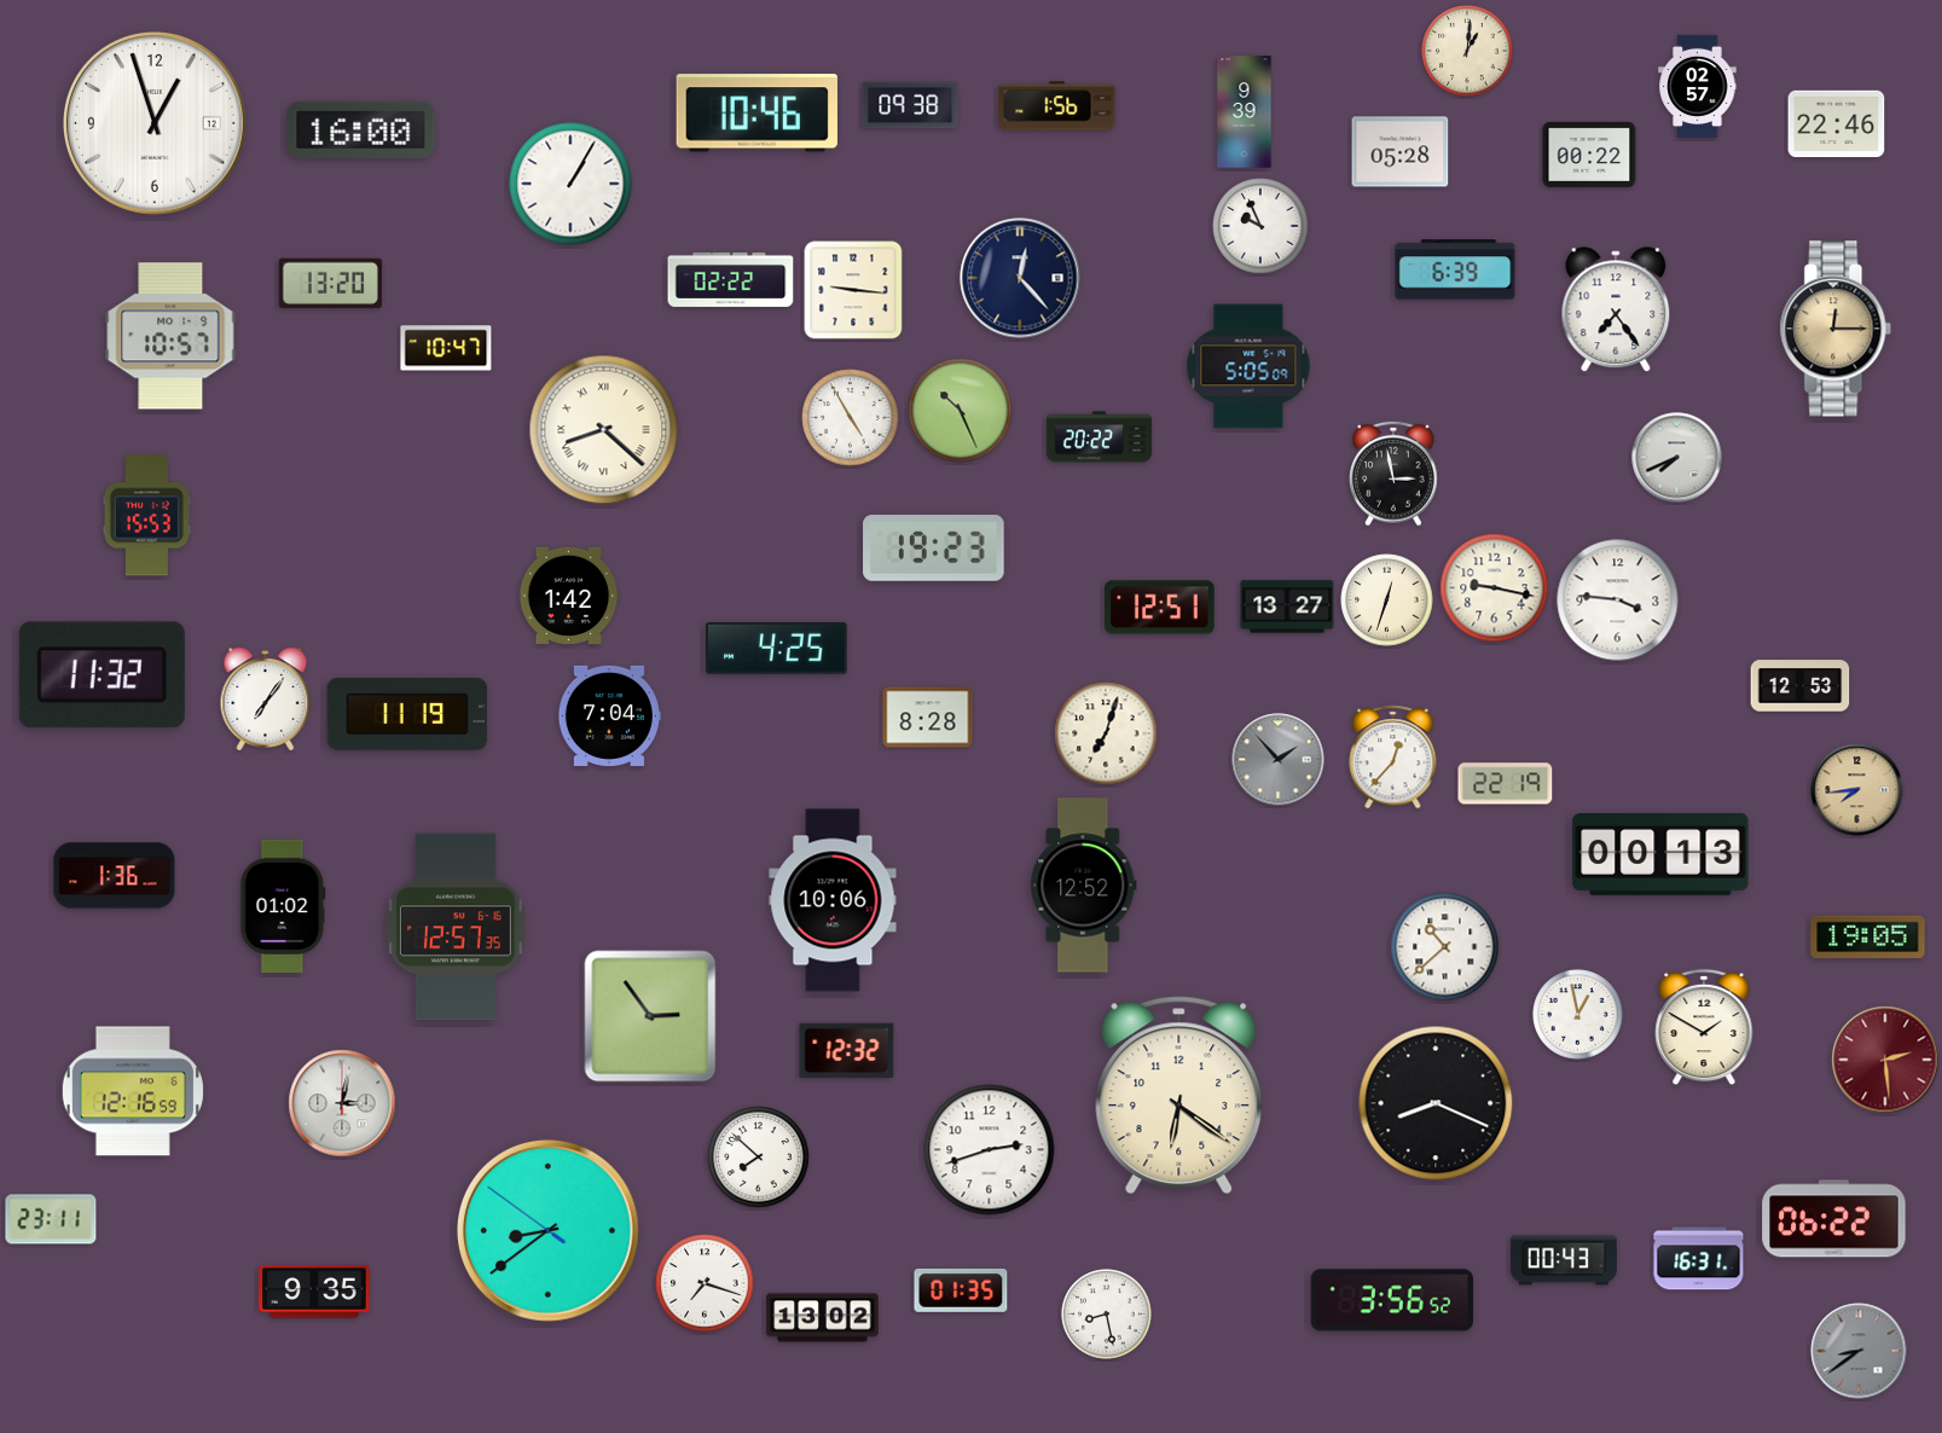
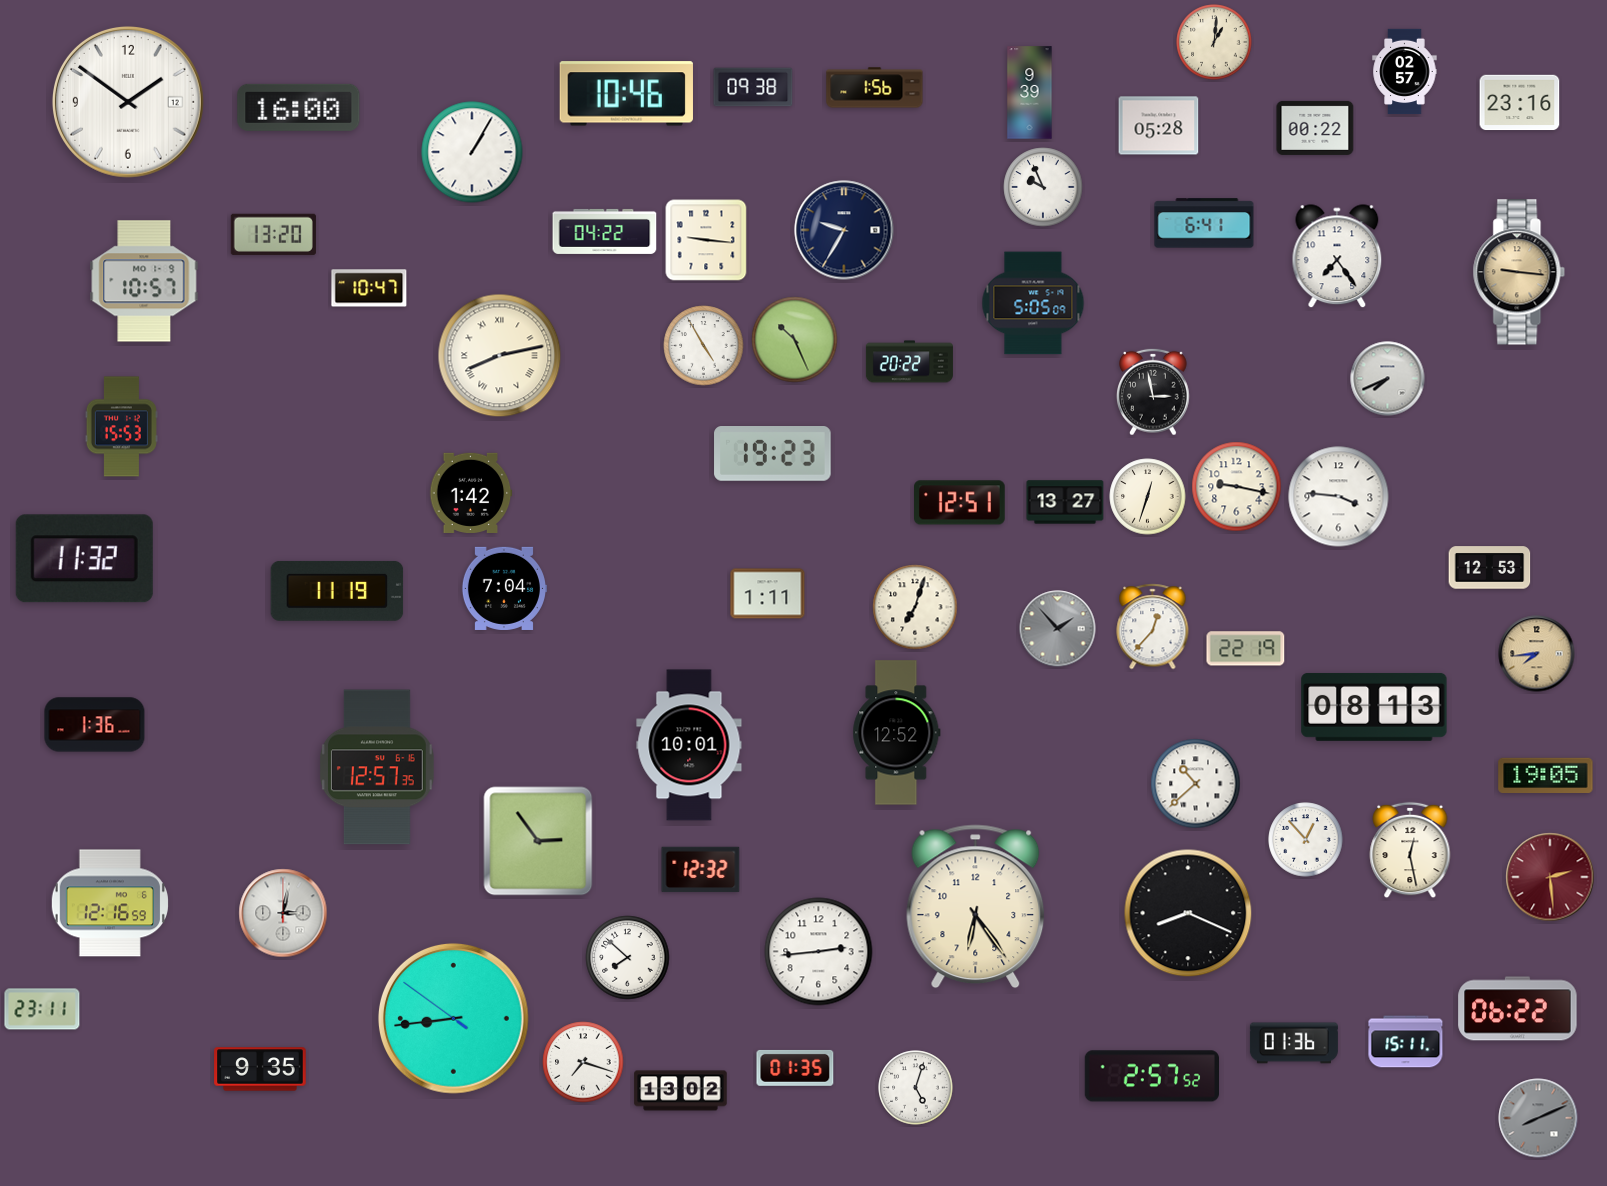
clock at (155, 123): 12:57 -> 1:51
clock at (1837, 124): 22:46 -> 23:16
clock at (1455, 269): 6:39 -> 6:41
clock at (1020, 278): 12:23 -> 9:35
clock at (731, 279): 02:22 -> 04:22
clock at (1836, 329): 12:15 -> 9:16
clock at (170, 336) position: (170, 336) -> (144, 281)
clock at (604, 430): 8:22 -> 8:13
clock at (777, 649): 4:25 -> none
clock at (266, 700): 7:06 -> none
clock at (608, 715) position: (608, 715) -> (503, 588)
clock at (928, 718): 8:28 -> 1:11
clock at (1660, 854): 00:13 -> 08:13
clock at (833, 900): 10:06 -> 10:01
clock at (283, 906): 01:02 -> none
clock at (1578, 1015): 12:58 -> 12:53
clock at (1704, 1027): 1:50 -> 12:28
clock at (1885, 1060) position: (1885, 1060) -> (1550, 877)
clock at (1179, 1096): 6:21 -> 6:24
clock at (990, 1150): 2:42 -> 2:44
clock at (549, 1231): 8:38 -> 8:43
clock at (1699, 1259): 16:31 -> 15:11
clock at (1564, 1260): 00:43 -> 01:36
clock at (1391, 1300): 3:56 -> 2:57
clock at (1107, 1315): 8:28 -> 5:03
clock at (1859, 1351): 8:39 -> 8:11
